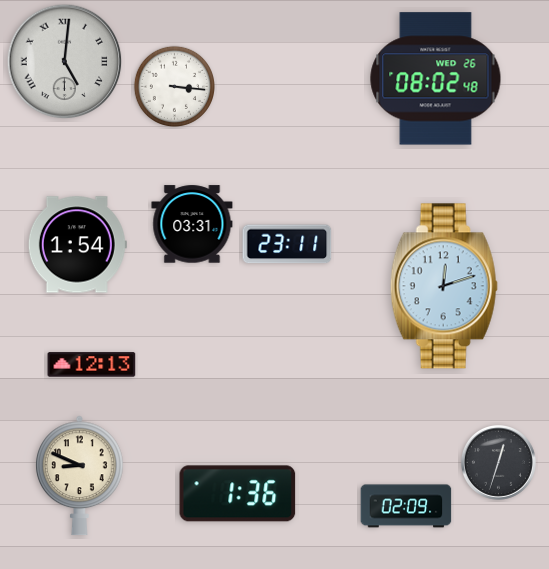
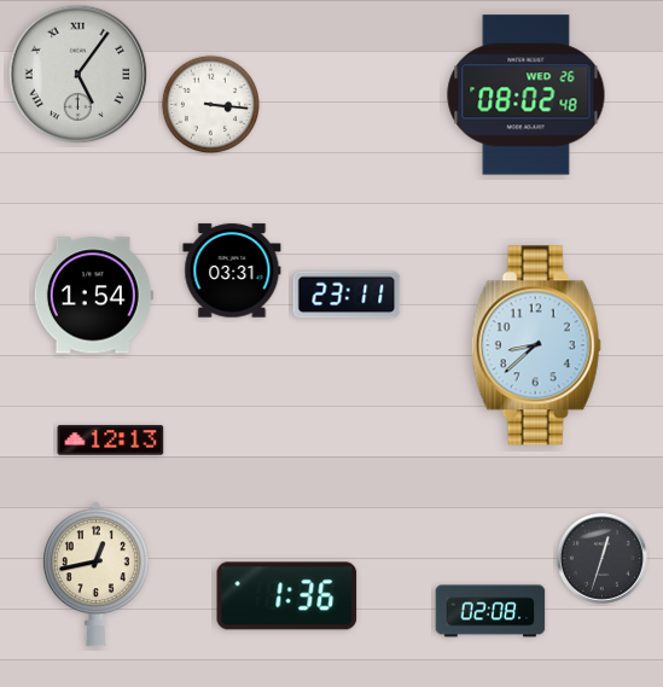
clock at (65, 62): 5:01 -> 5:06
clock at (444, 286): 12:12 -> 8:38
clock at (79, 476): 8:49 -> 12:43
clock at (406, 506): 02:09 -> 02:08
